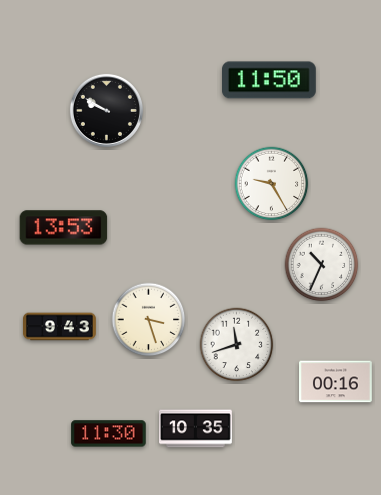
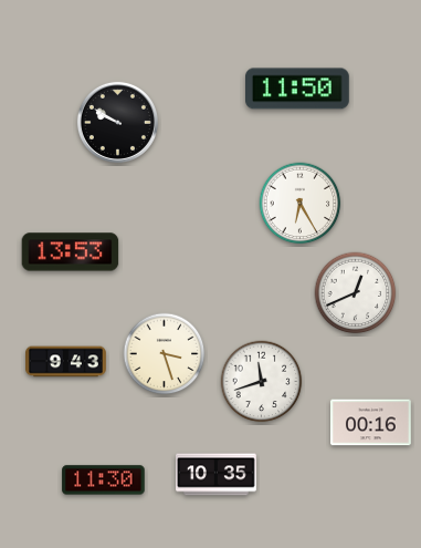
clock at (272, 184): 9:25 -> 6:25
clock at (322, 265): 10:34 -> 12:41
clock at (109, 434) position: (109, 434) -> (104, 480)
